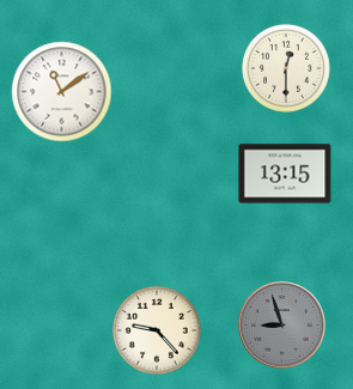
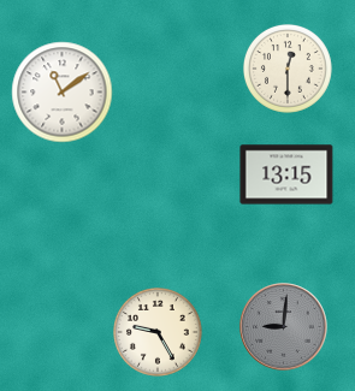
clock at (282, 326): 8:57 -> 9:01
clock at (158, 332): 9:23 -> 9:25
